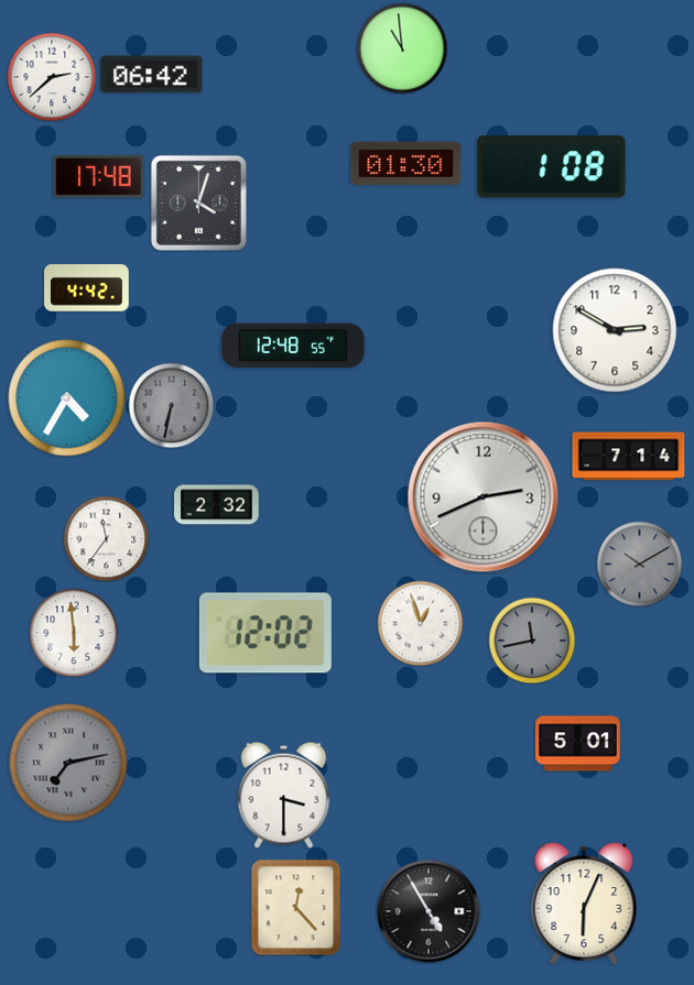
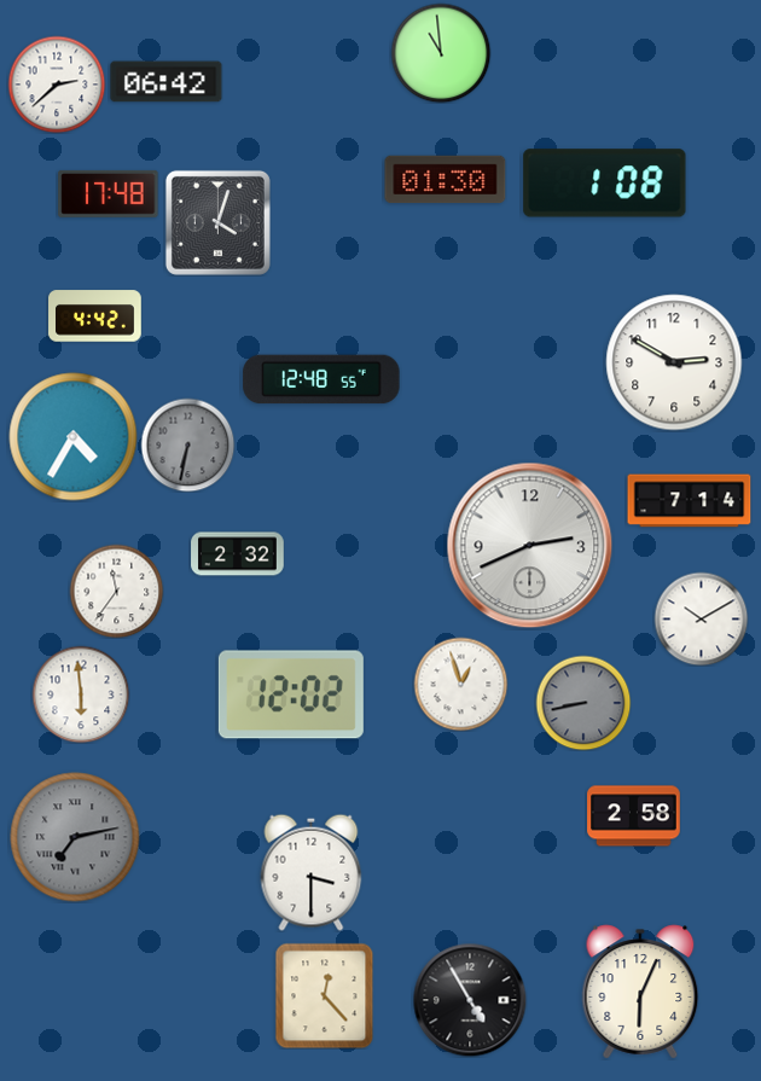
clock at (639, 563) dial: grey -> white
clock at (532, 641): 11:43 -> 8:43
clock at (578, 744): 5:01 -> 2:58
